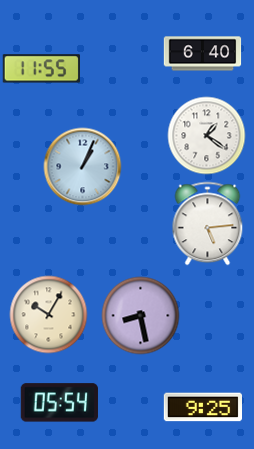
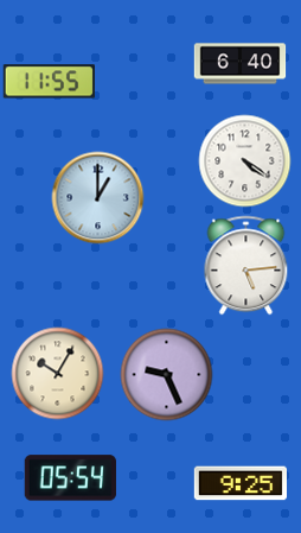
clock at (206, 135): 1:21 -> 4:21
clock at (82, 166): 1:04 -> 1:00
clock at (140, 315): 8:28 -> 9:26
